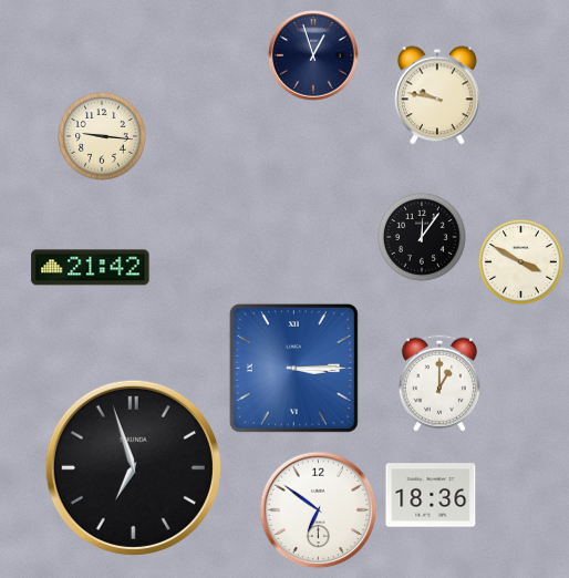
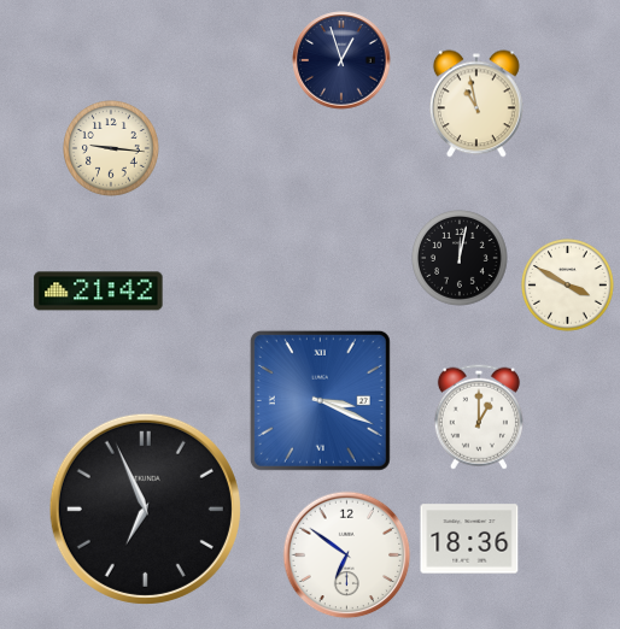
clock at (437, 95): 9:47 -> 10:58
clock at (423, 238): 12:06 -> 12:02
clock at (293, 368): 3:15 -> 3:19
clock at (133, 467): 6:57 -> 6:56
